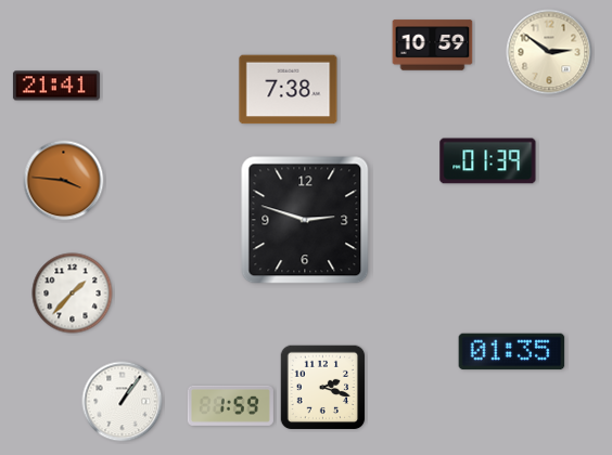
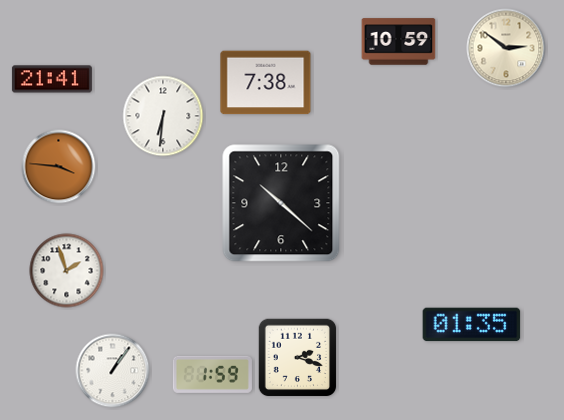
clock at (163, 116): none -> 6:31
clock at (488, 161): 01:39 -> none
clock at (305, 220): 2:48 -> 10:22
clock at (73, 294): 1:37 -> 1:57
